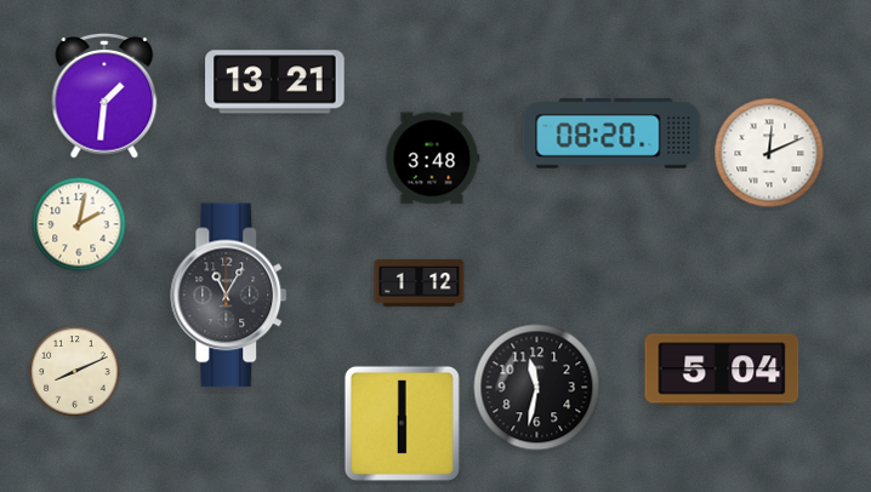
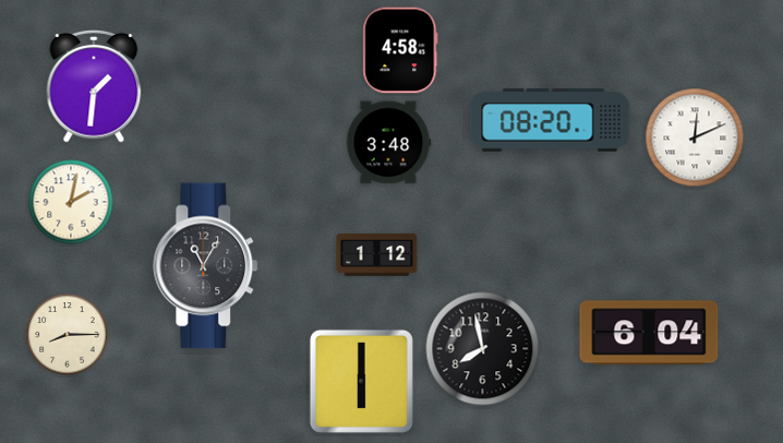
clock at (400, 50): none -> 4:58
clock at (275, 82): 13:21 -> none
clock at (769, 153) position: (769, 153) -> (695, 137)
clock at (722, 370): 5:04 -> 6:04
clock at (75, 372): 8:11 -> 8:15
clock at (537, 388): 11:32 -> 7:58
